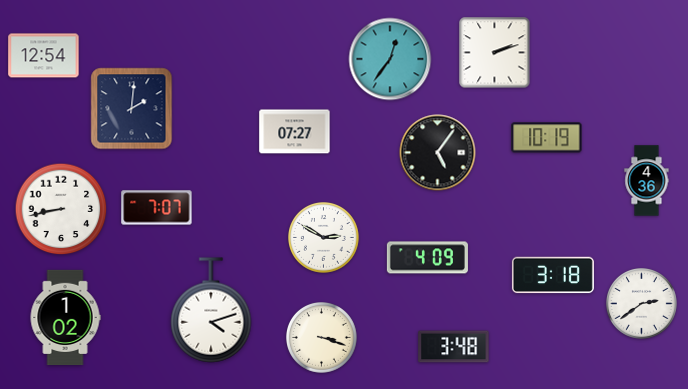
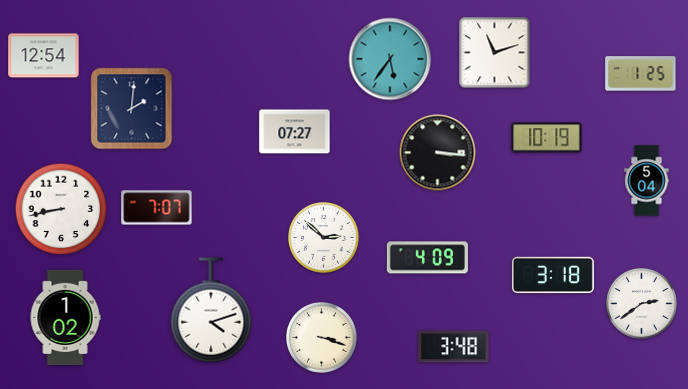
clock at (495, 53): 2:12 -> 11:12
clock at (390, 59): 12:36 -> 5:36
clock at (641, 74): none -> 1:25
clock at (438, 153): 5:06 -> 3:16
clock at (647, 181): 4:36 -> 5:04
clock at (324, 238): 2:50 -> 2:52
